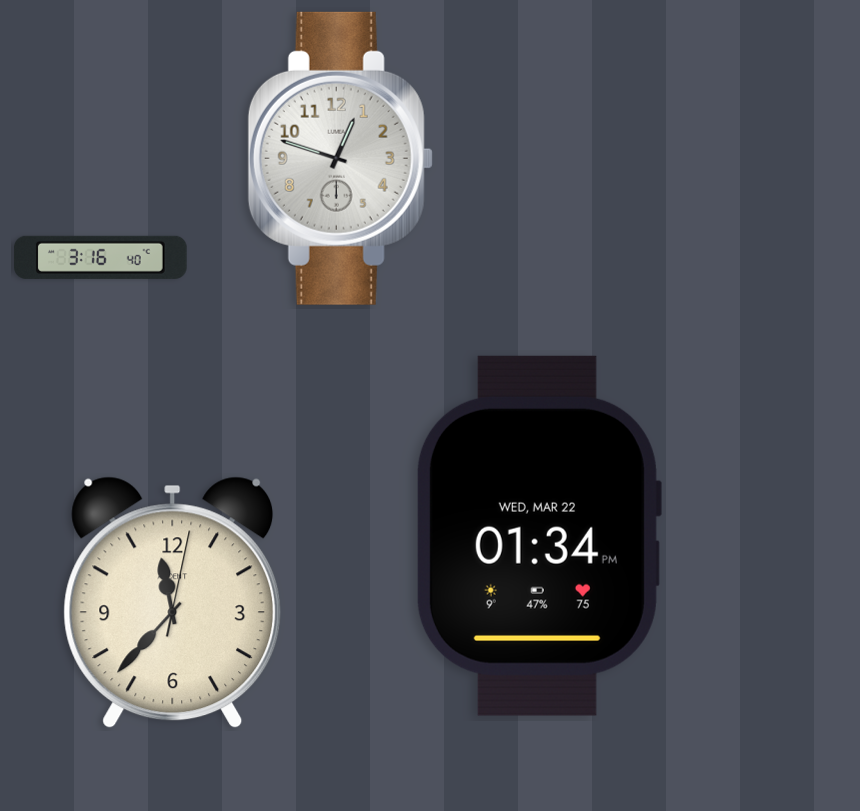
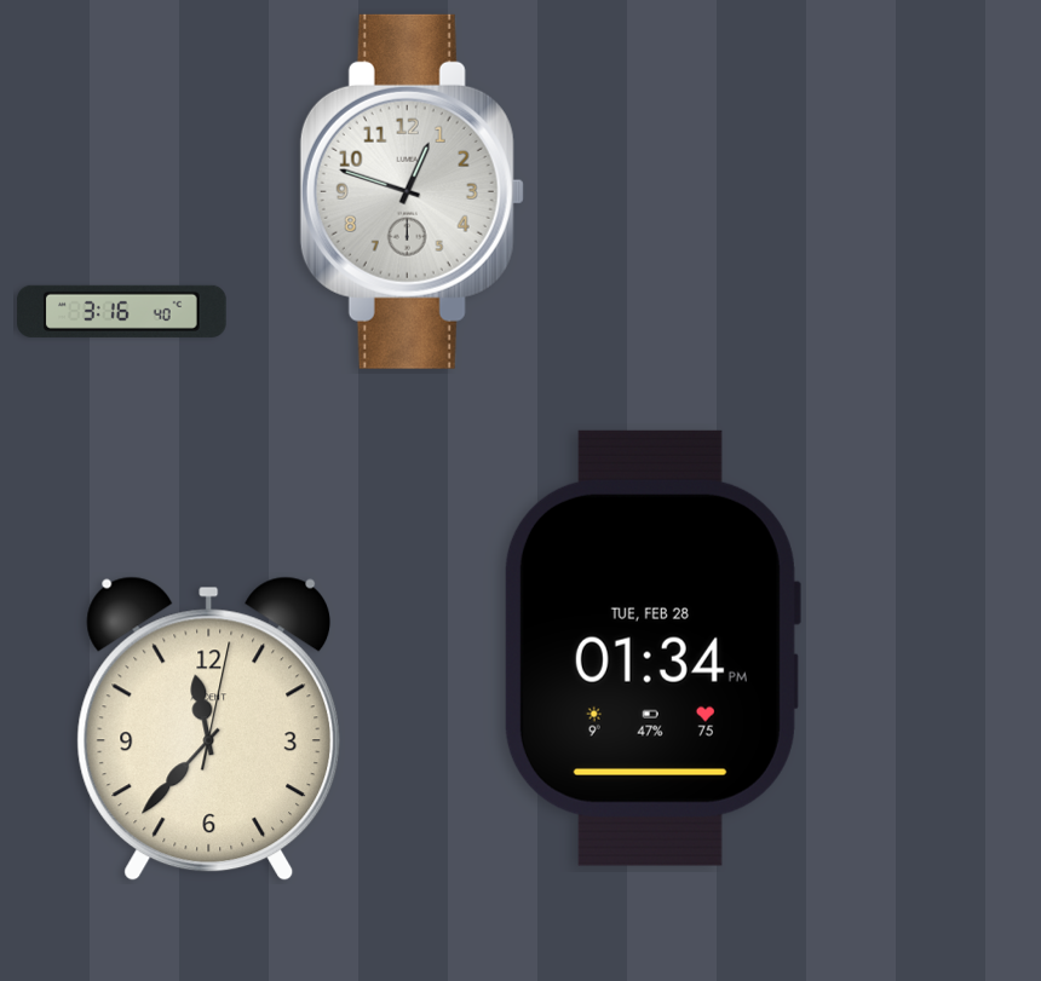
clock at (538, 536) date: WED, MAR 22 -> TUE, FEB 28
